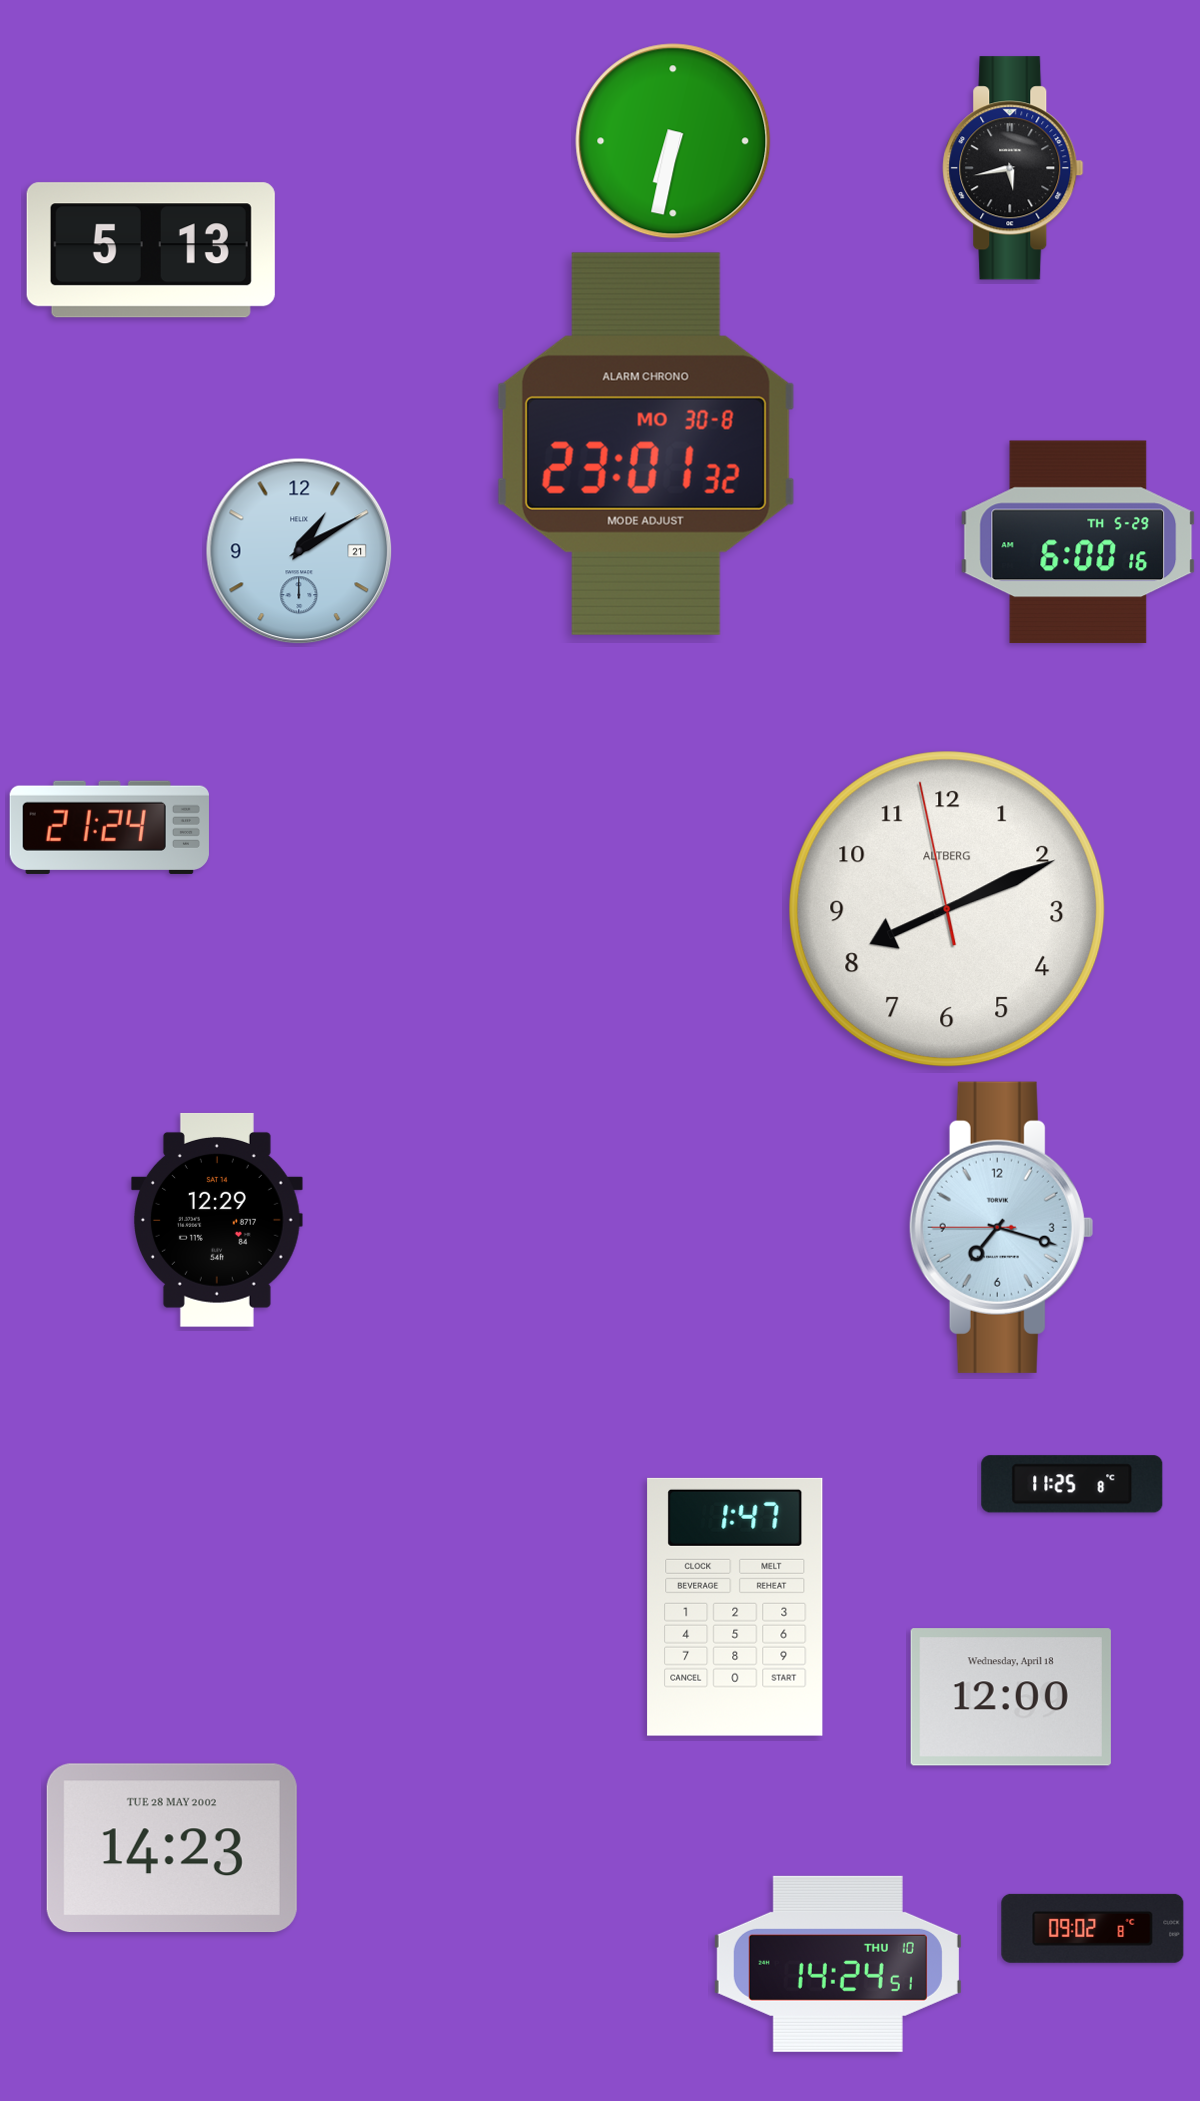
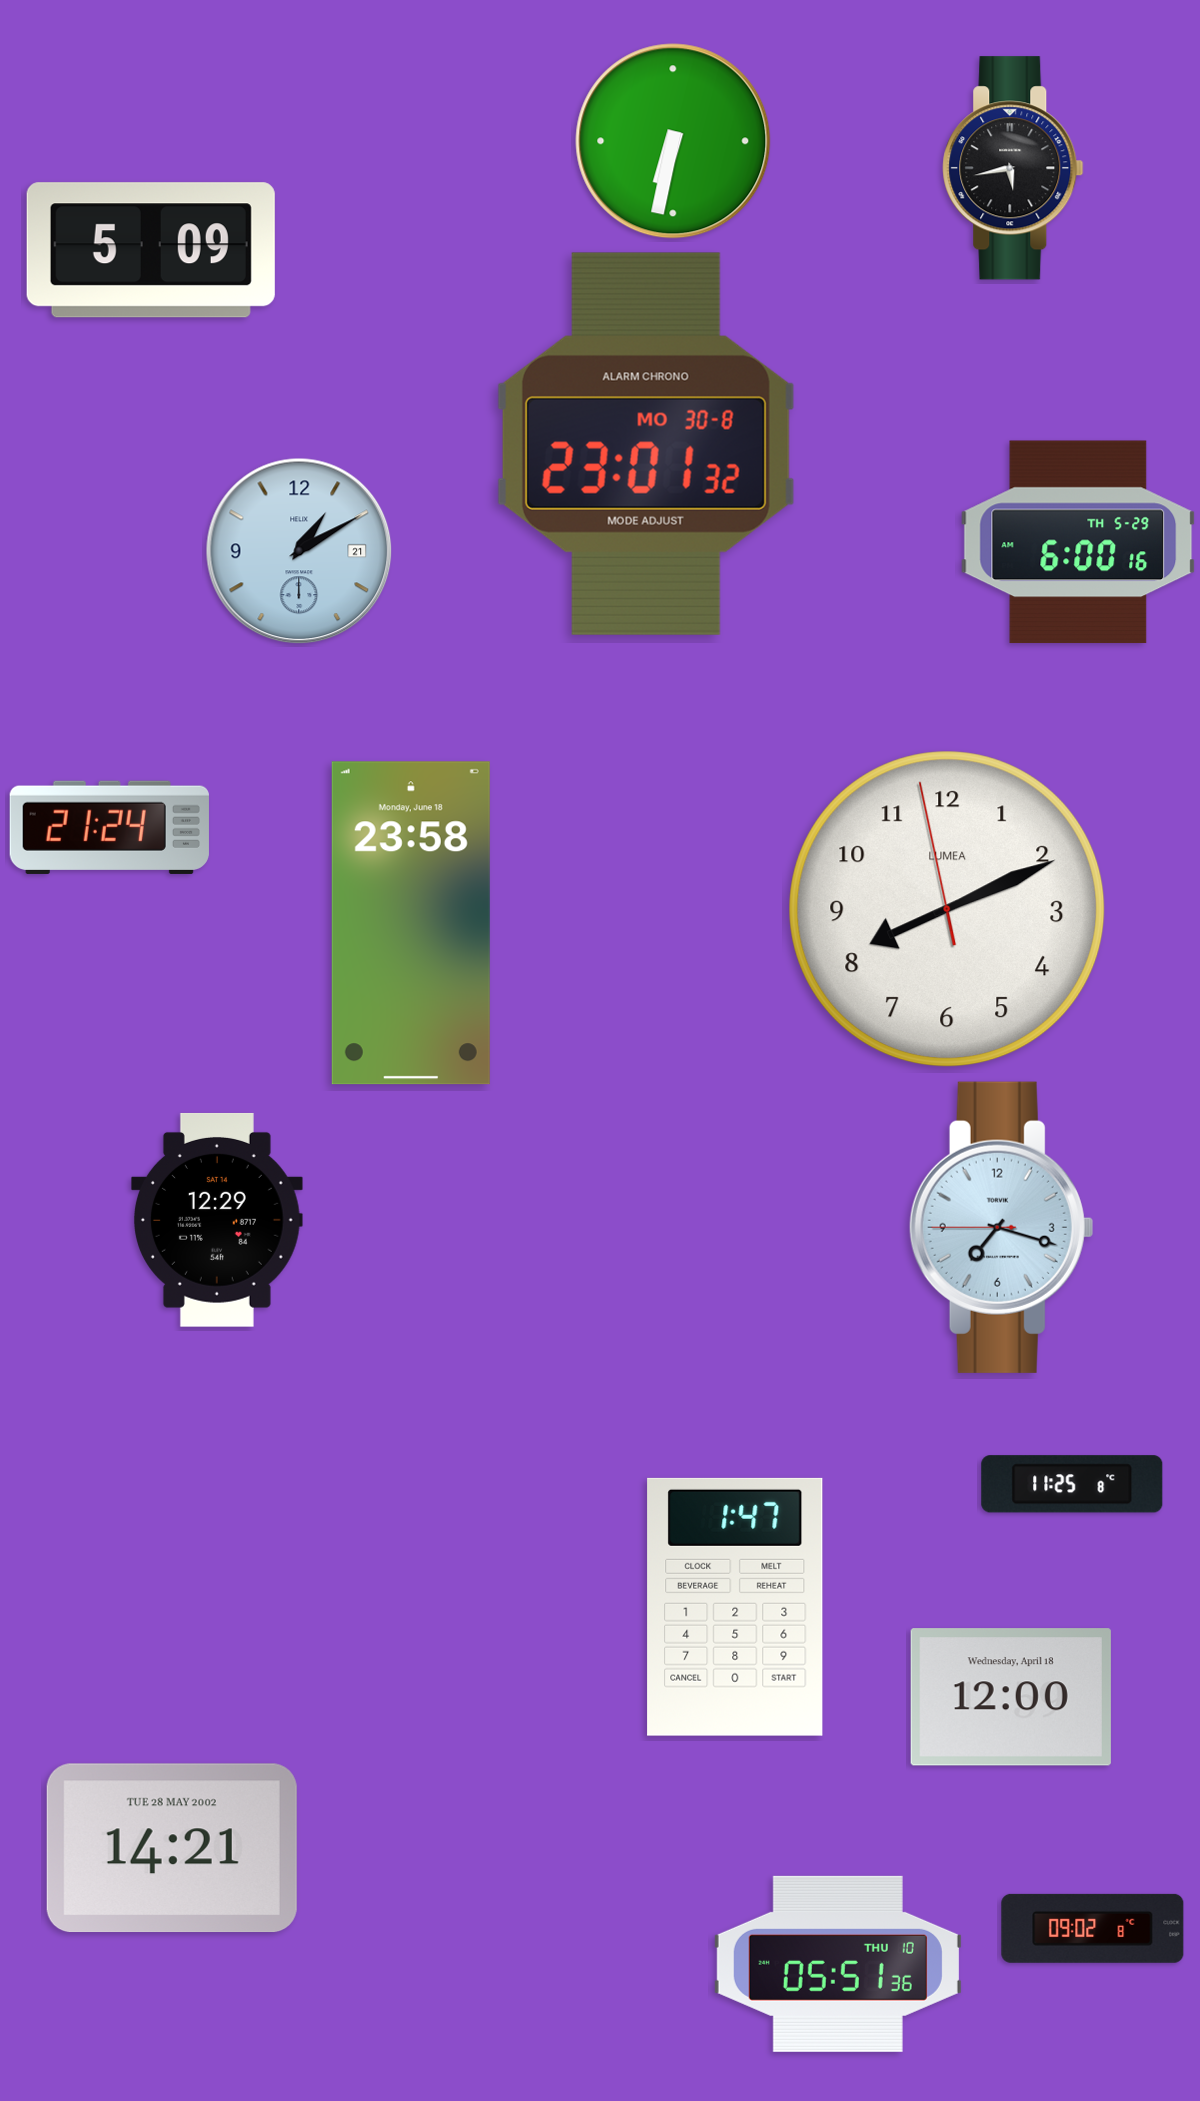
clock at (151, 250): 5:13 -> 5:09
clock at (947, 909) brand: ALTBERG -> LUMEA
clock at (411, 923): none -> 23:58
clock at (172, 1848): 14:23 -> 14:21
clock at (838, 1964): 14:24 -> 05:51
